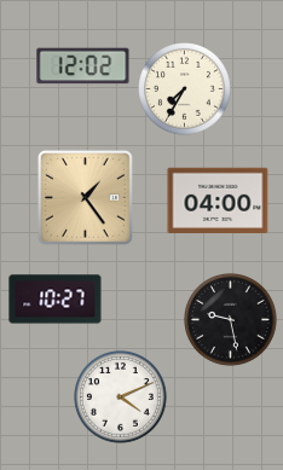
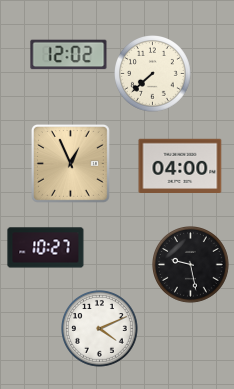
clock at (185, 89): 7:35 -> 7:38
clock at (85, 197): 1:24 -> 12:56
